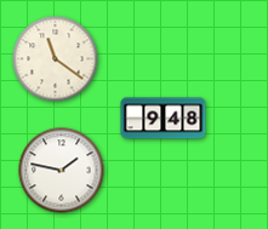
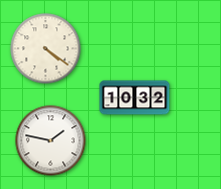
clock at (56, 59): 11:21 -> 4:21
clock at (164, 119): 9:48 -> 10:32
